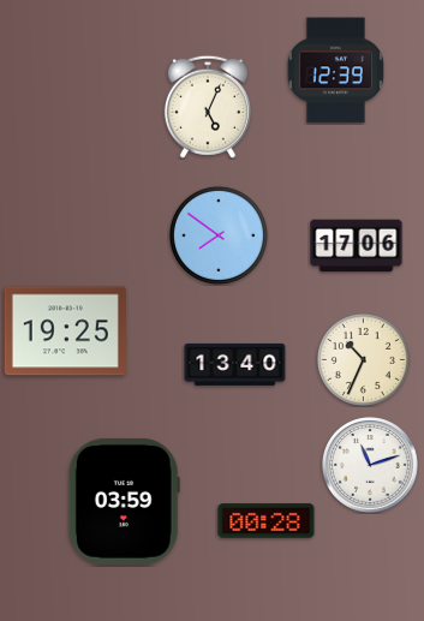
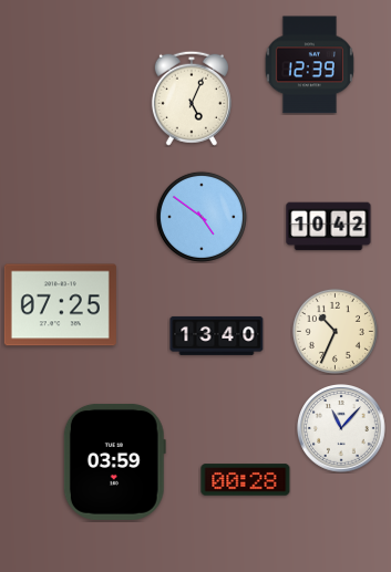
clock at (219, 235): 7:51 -> 4:51
clock at (357, 246): 17:06 -> 10:42
clock at (65, 332): 19:25 -> 07:25
clock at (371, 466): 11:12 -> 11:07
